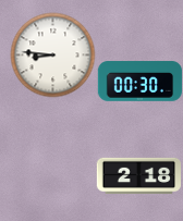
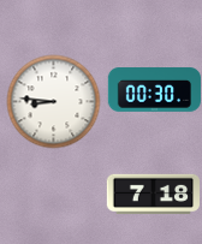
clock at (52, 54) position: (52, 54) -> (53, 101)
clock at (138, 176): 2:18 -> 7:18
